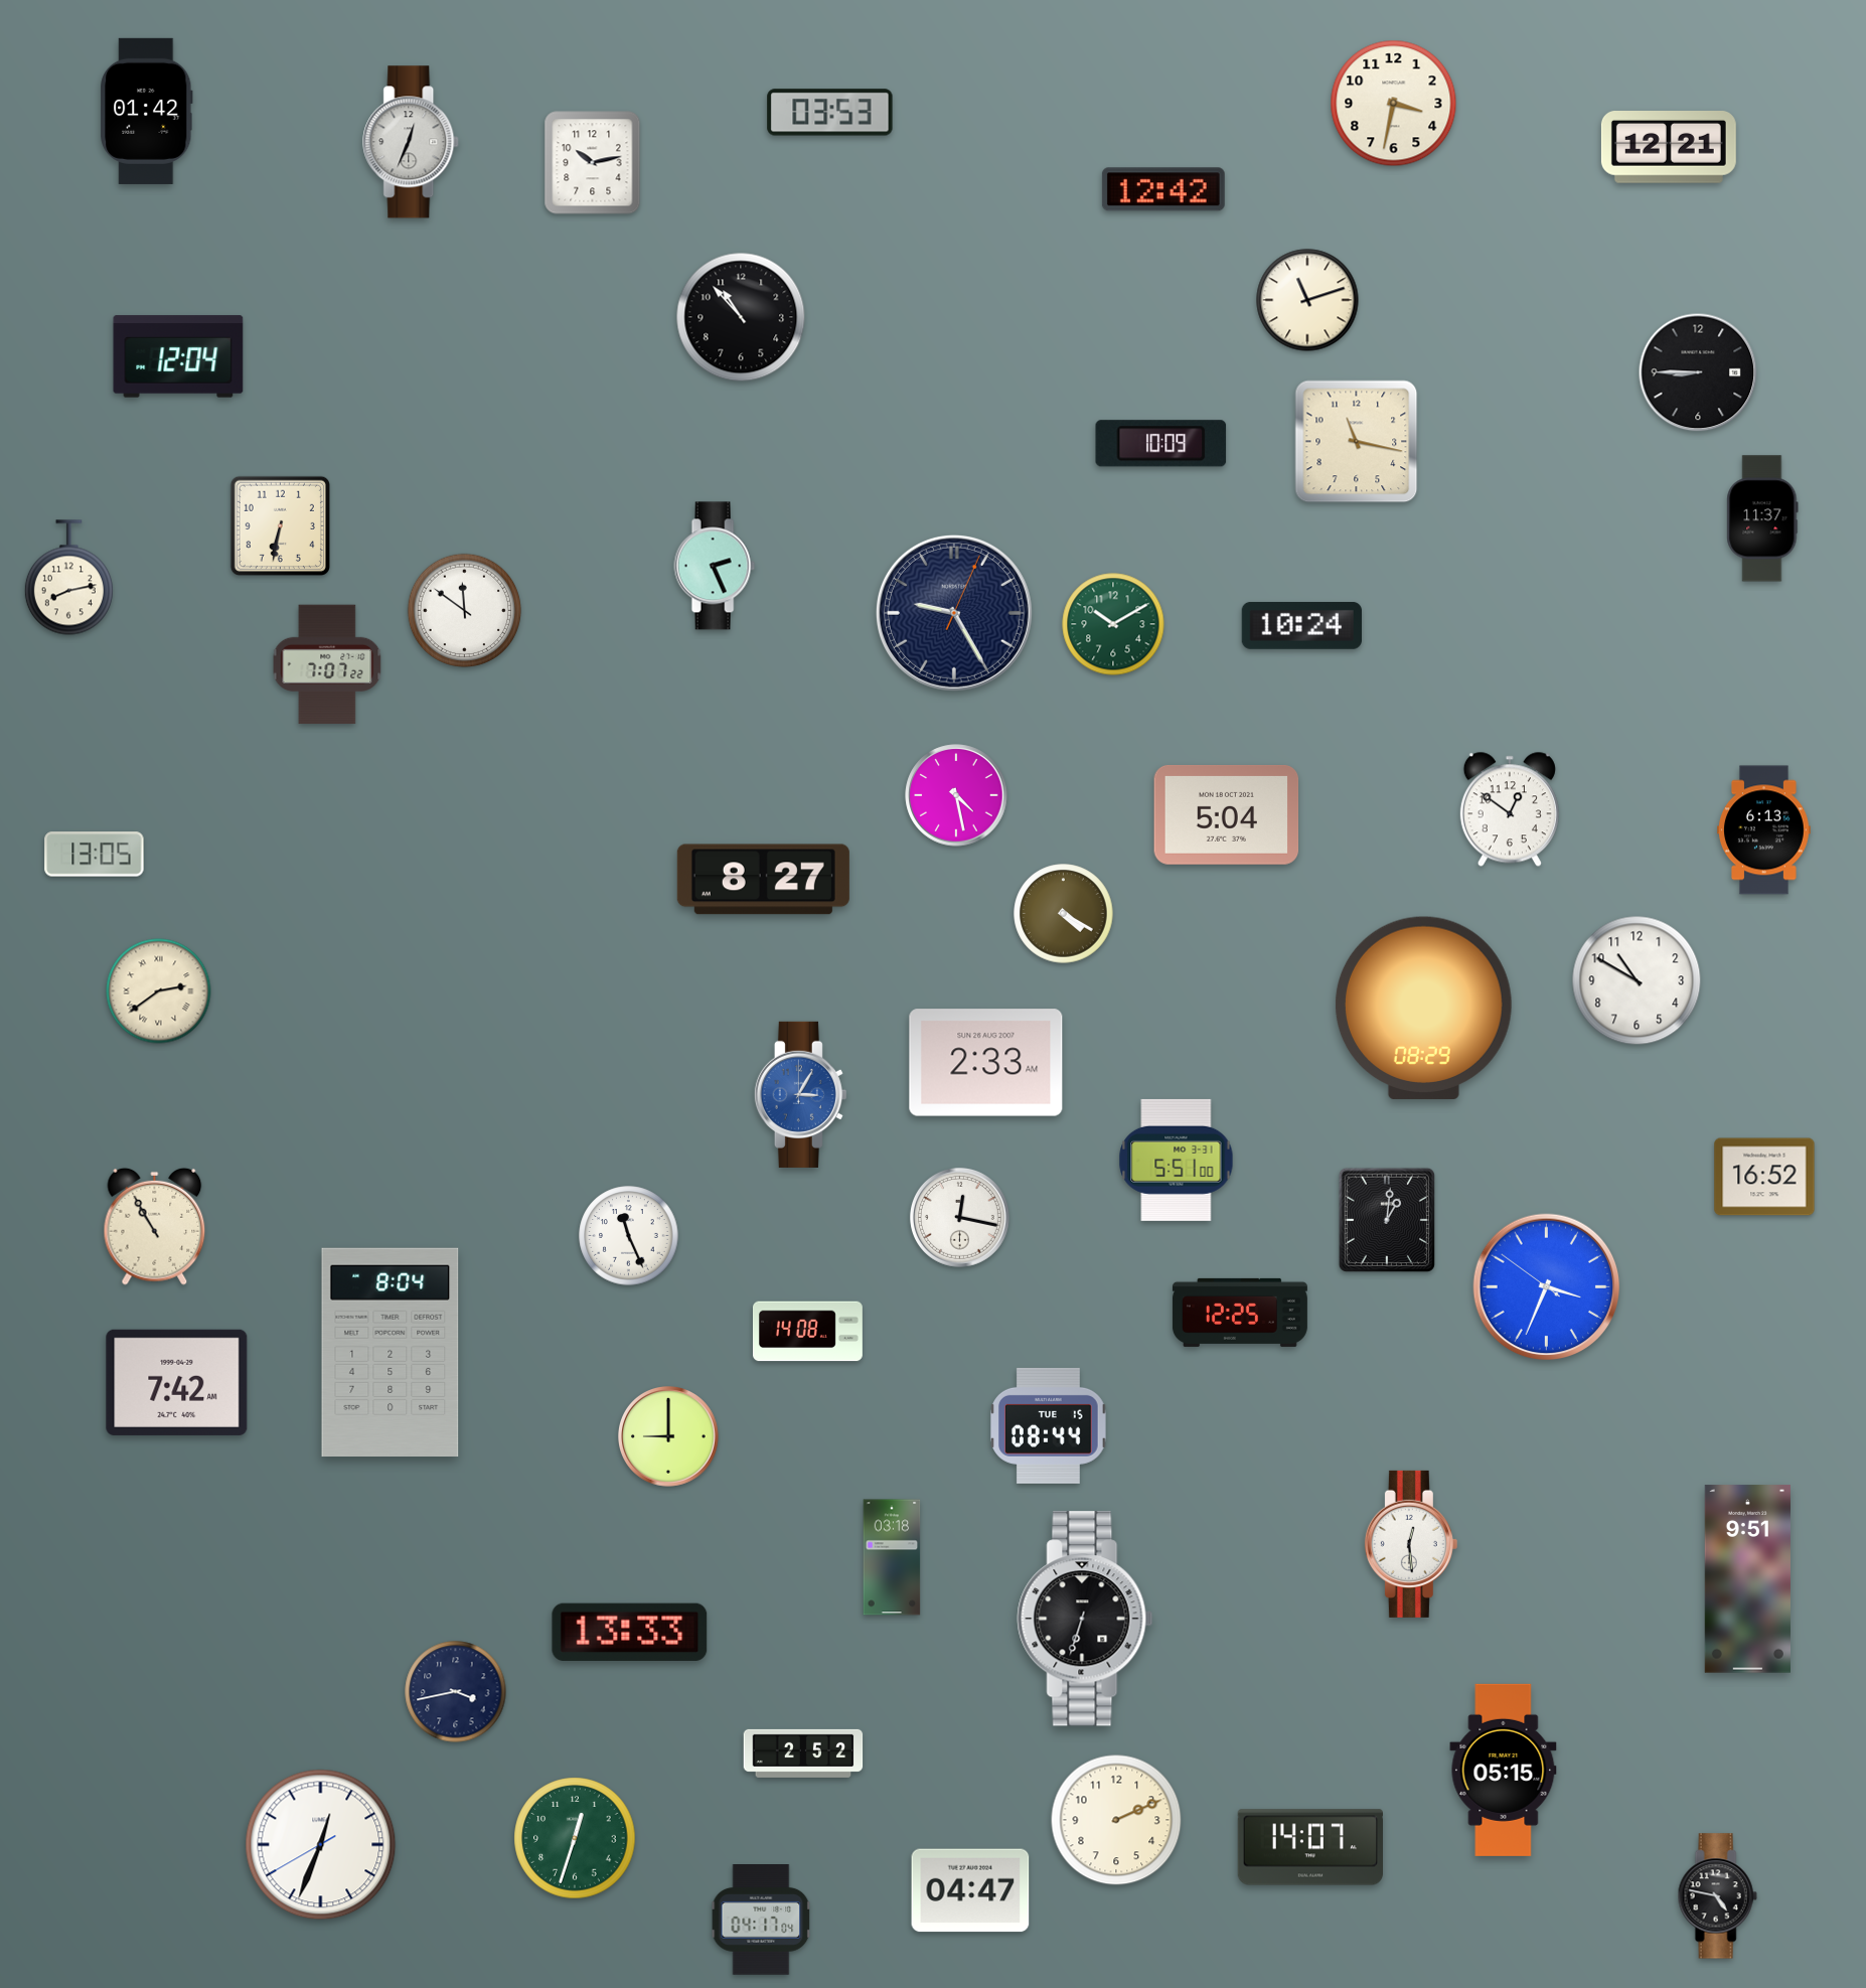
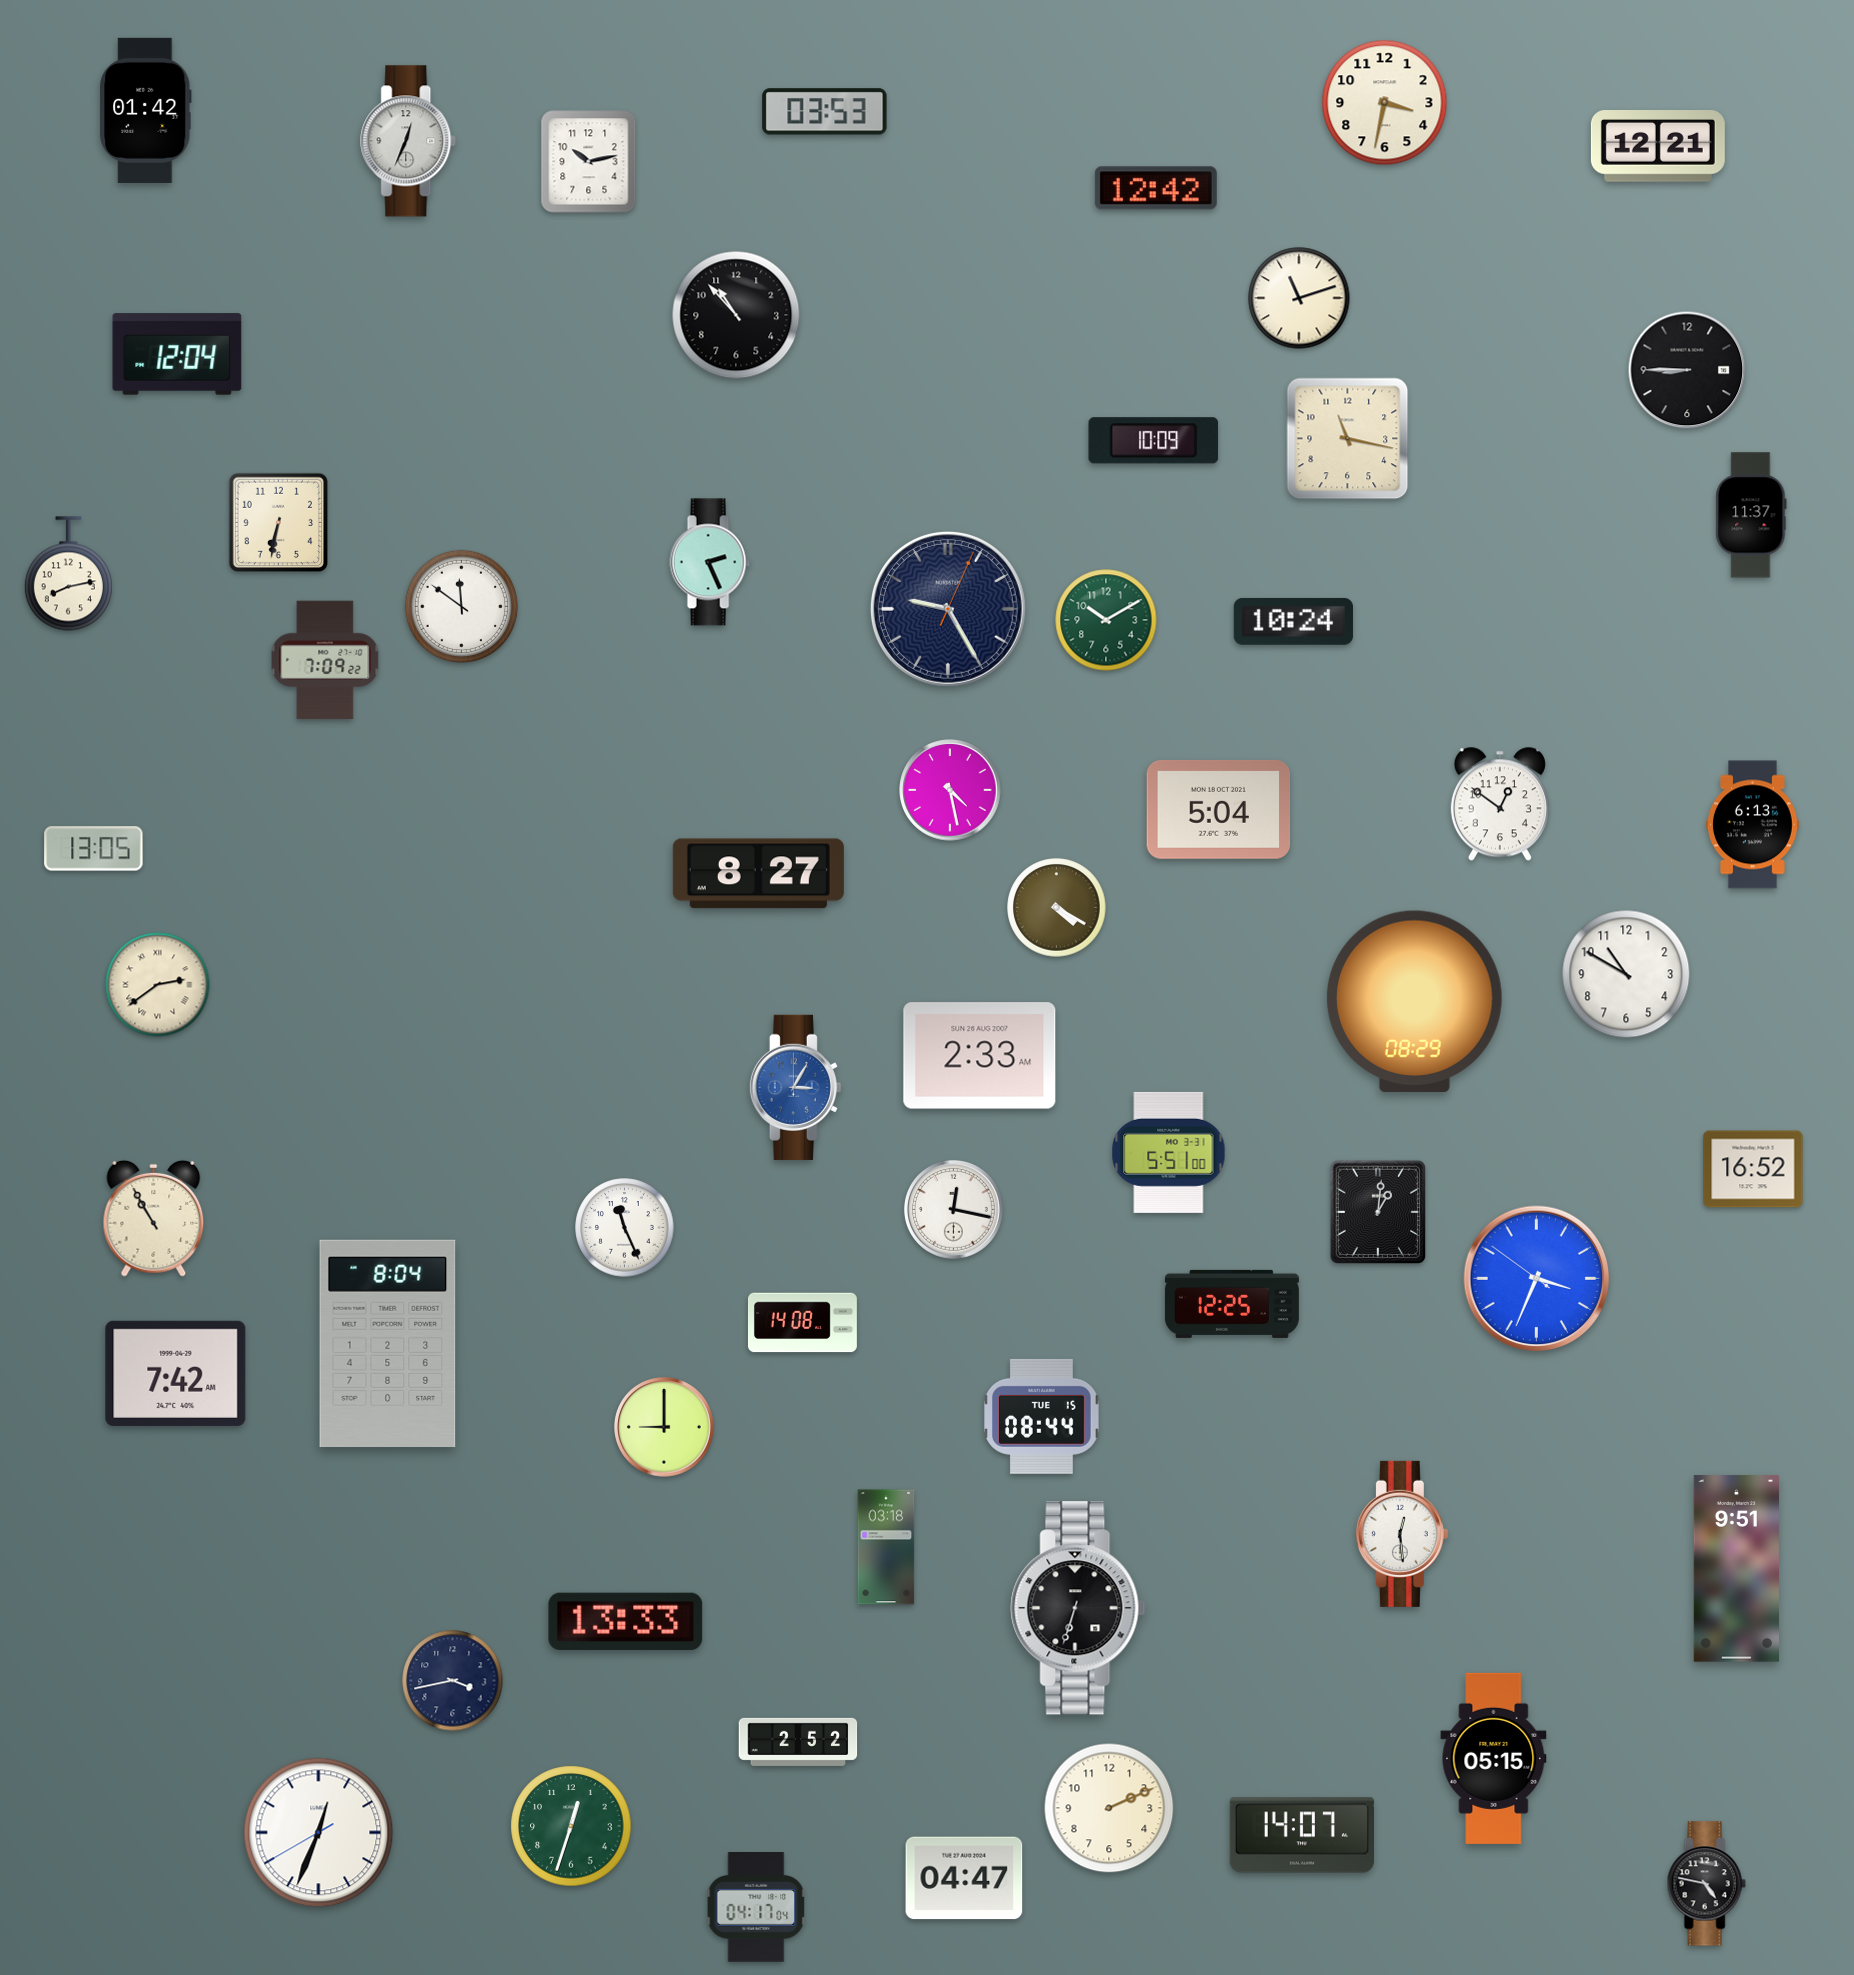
clock at (327, 664): 7:07 -> 7:09
